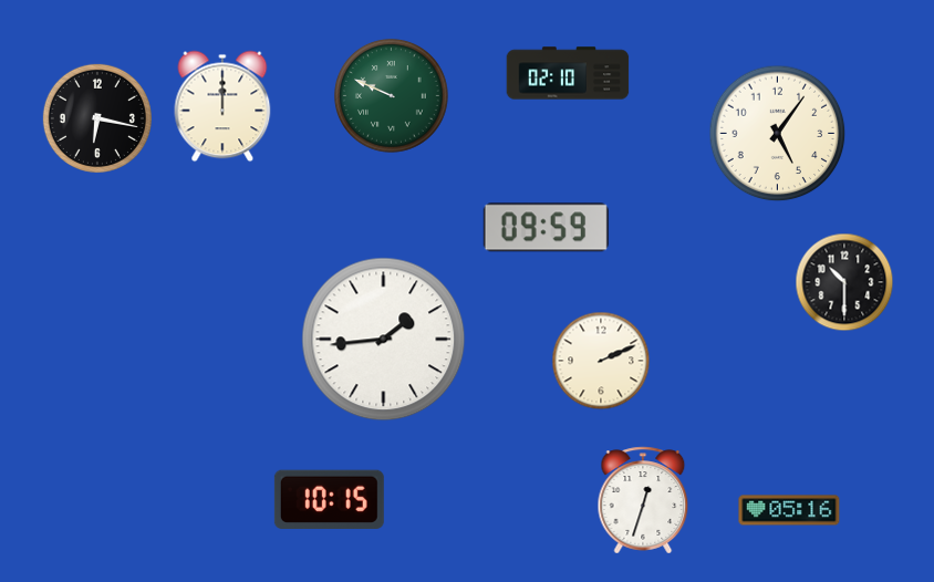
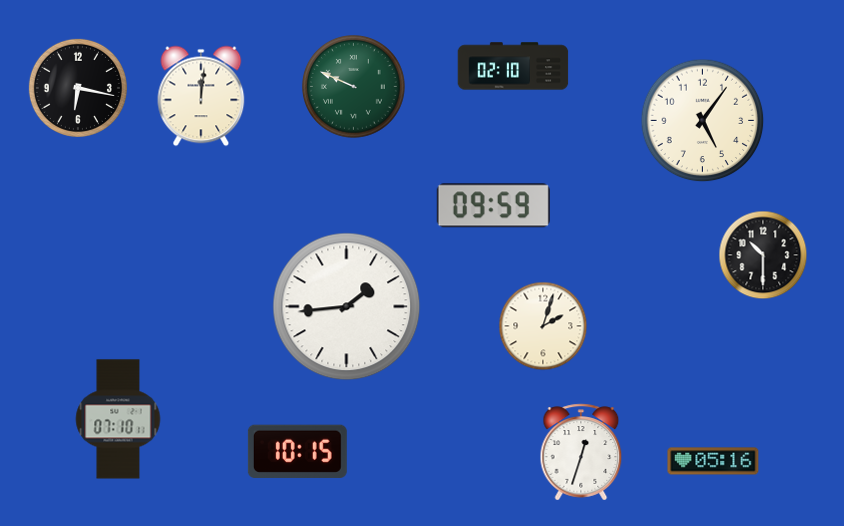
clock at (222, 106): 12:00 -> 12:01
clock at (97, 118) position: (97, 118) -> (78, 88)
clock at (601, 361): 2:11 -> 2:03
clock at (118, 419): none -> 07:10
